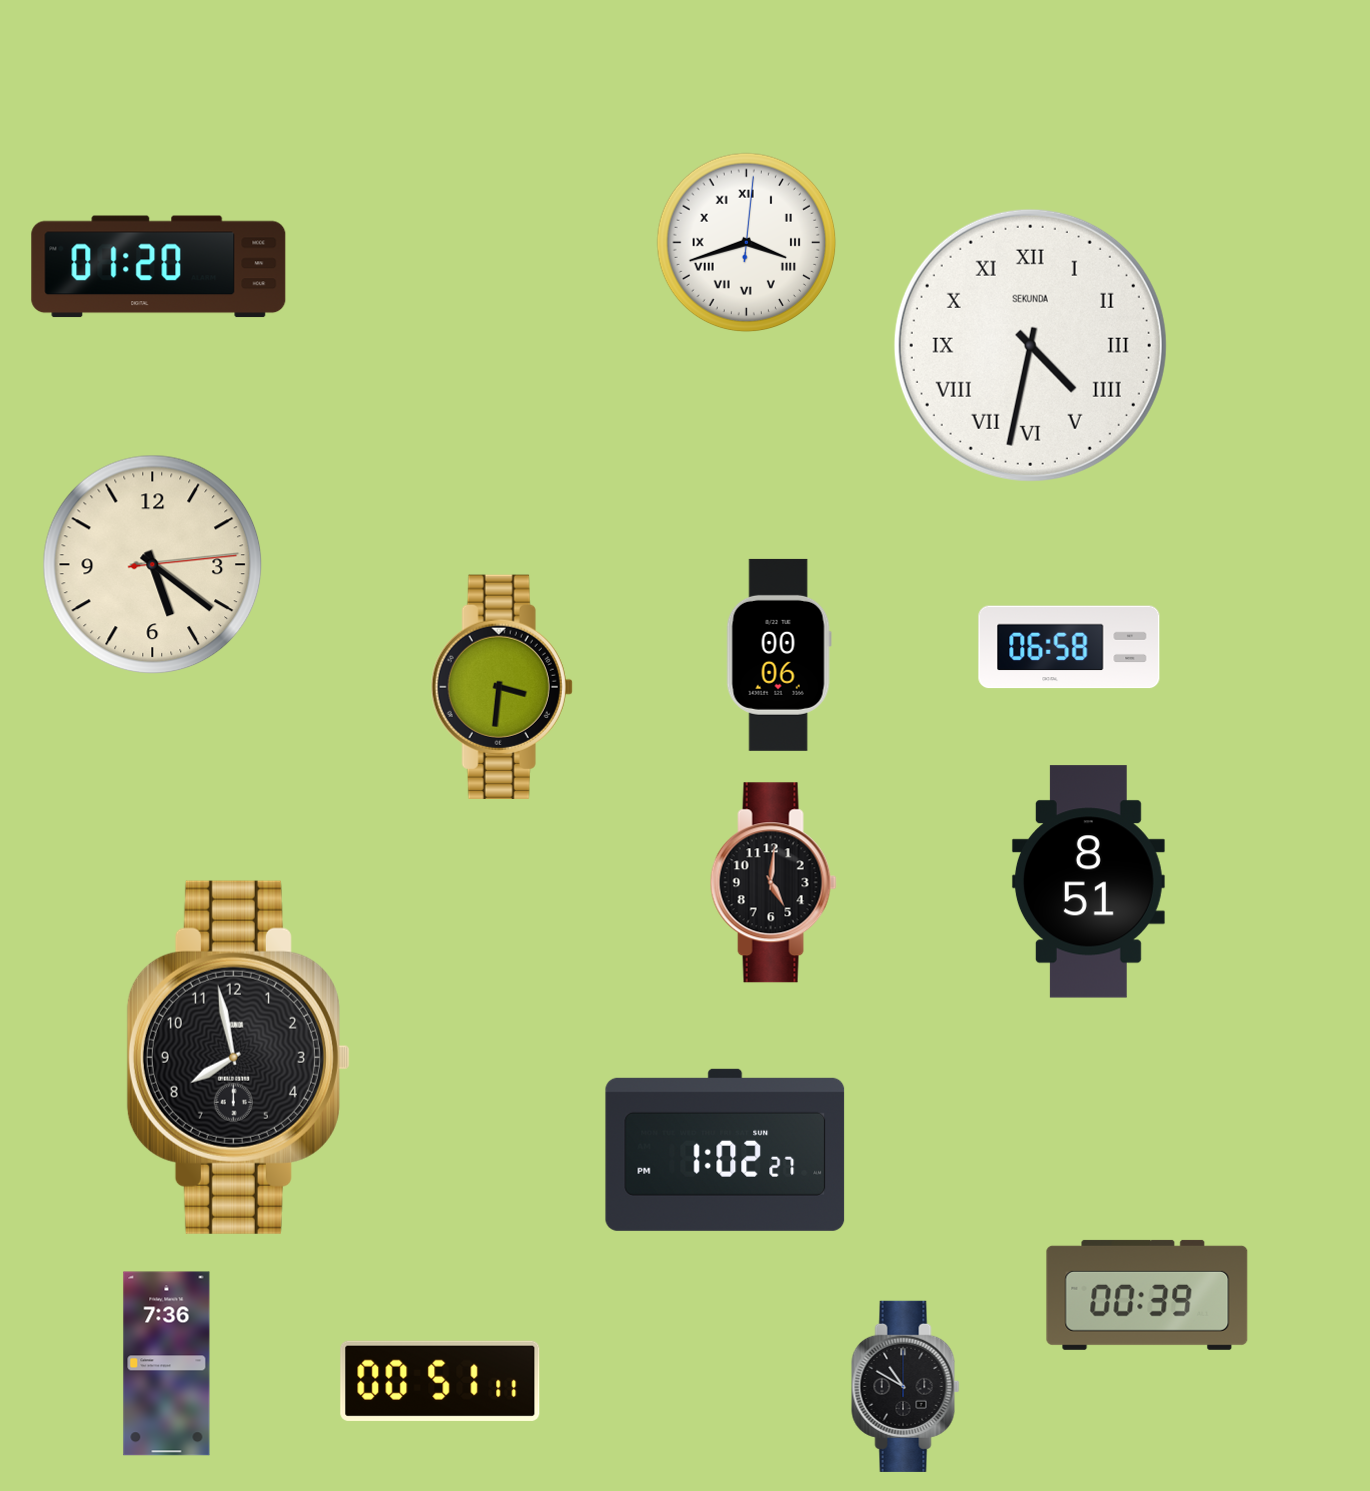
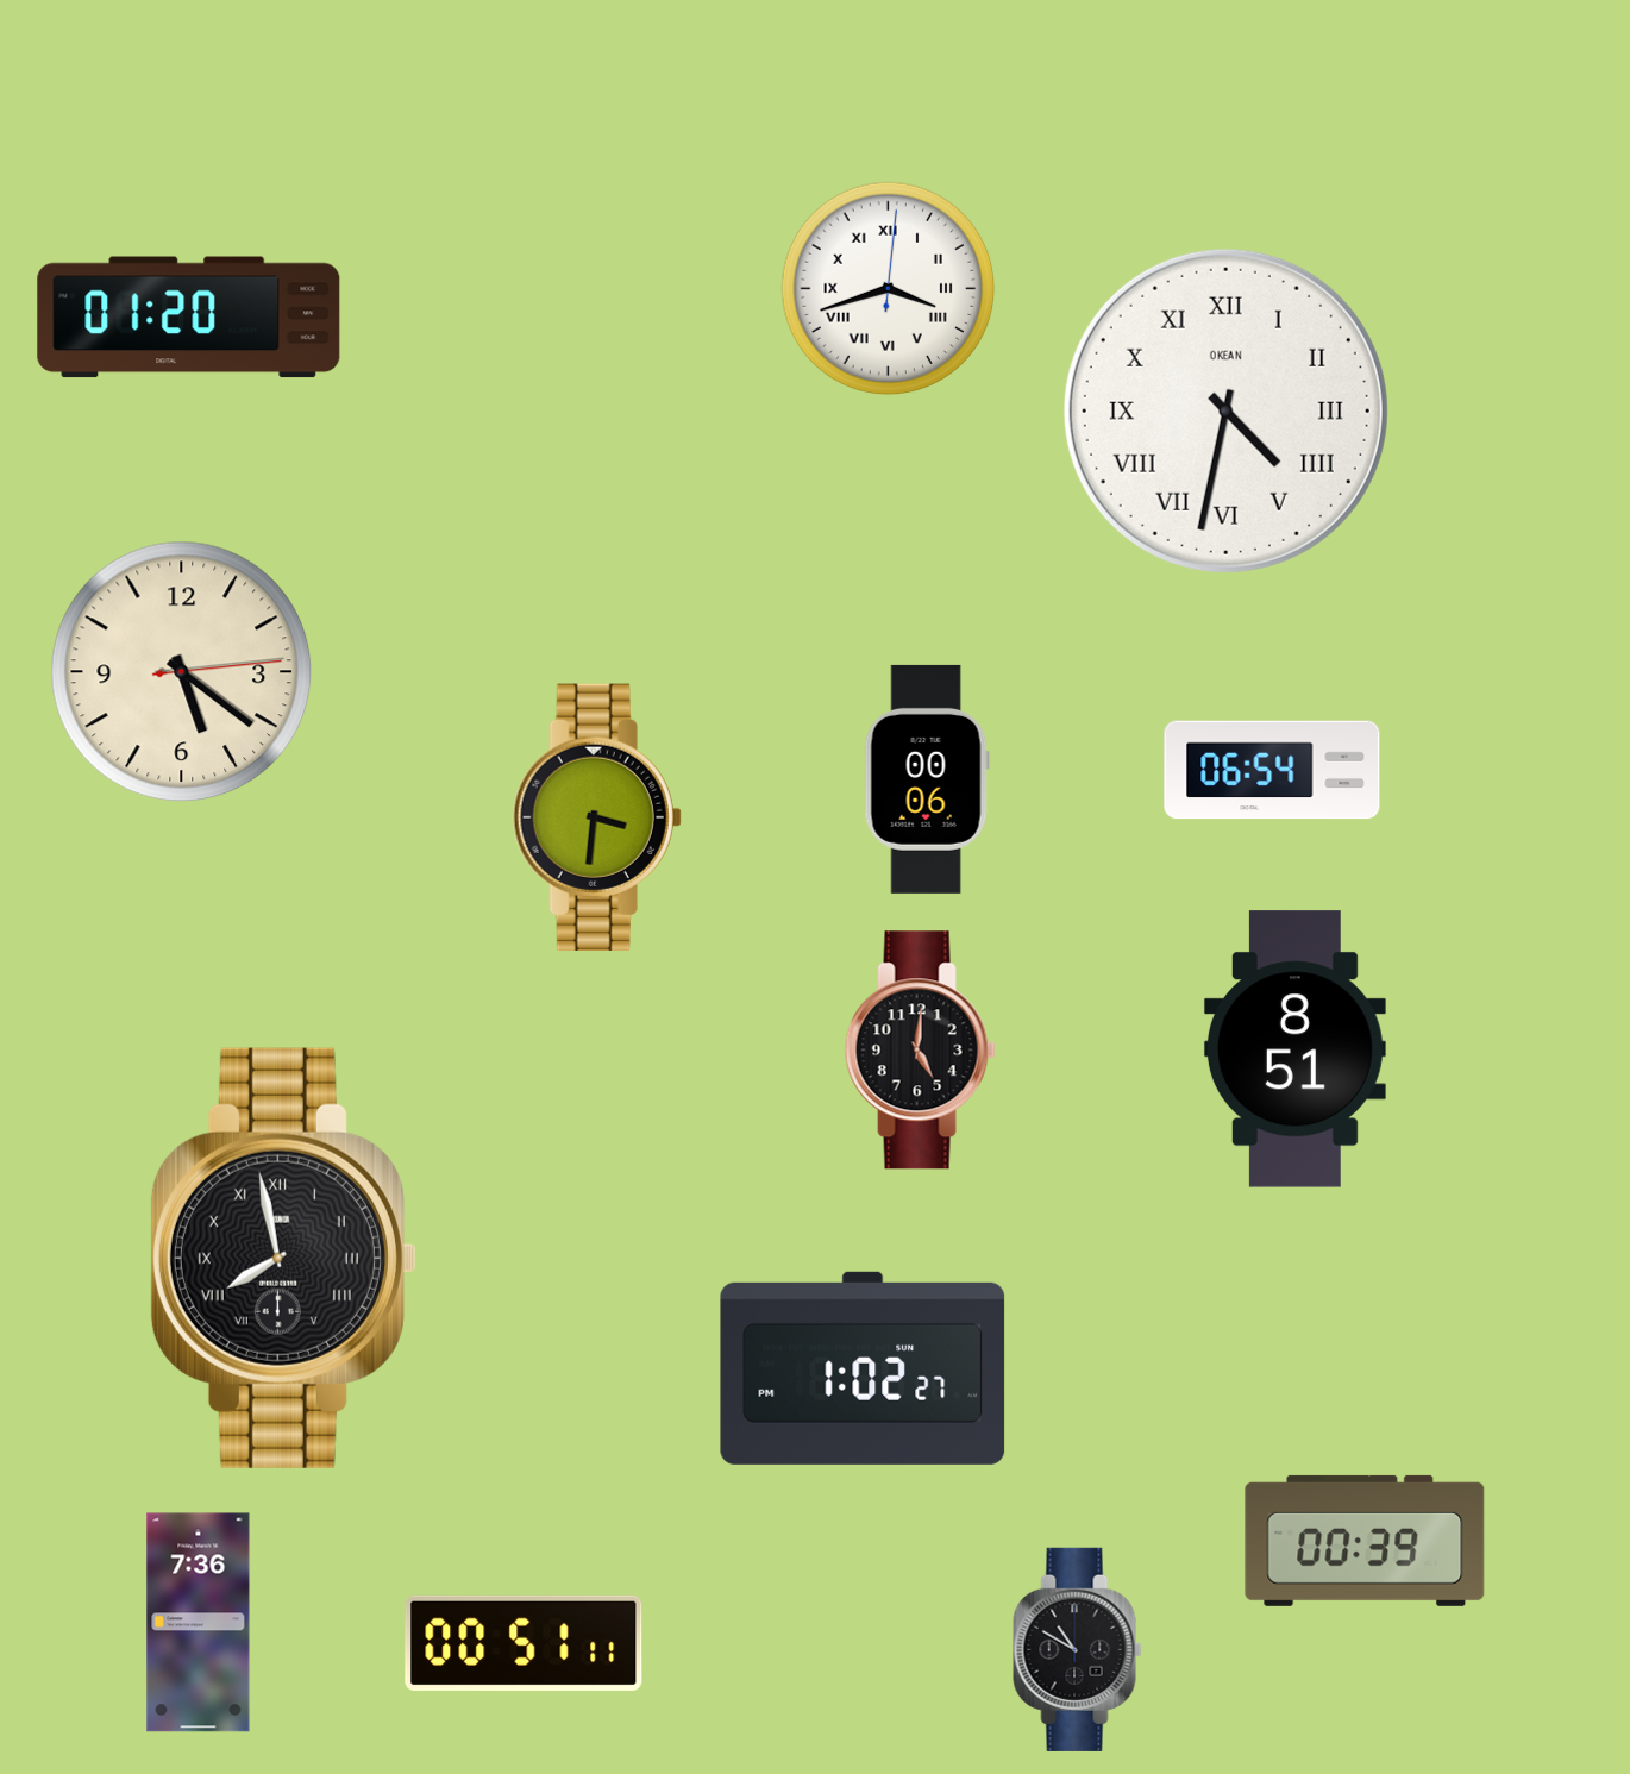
clock at (1030, 345) brand: SEKUNDA -> OKEAN
clock at (1069, 647): 06:58 -> 06:54
clock at (238, 1057) numerals: Arabic -> Roman
